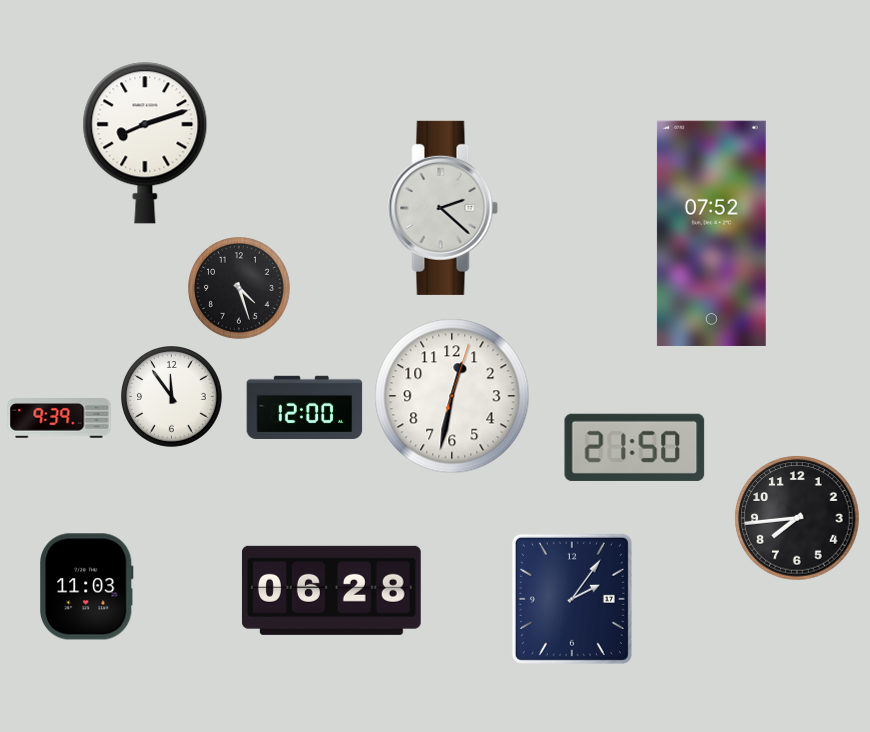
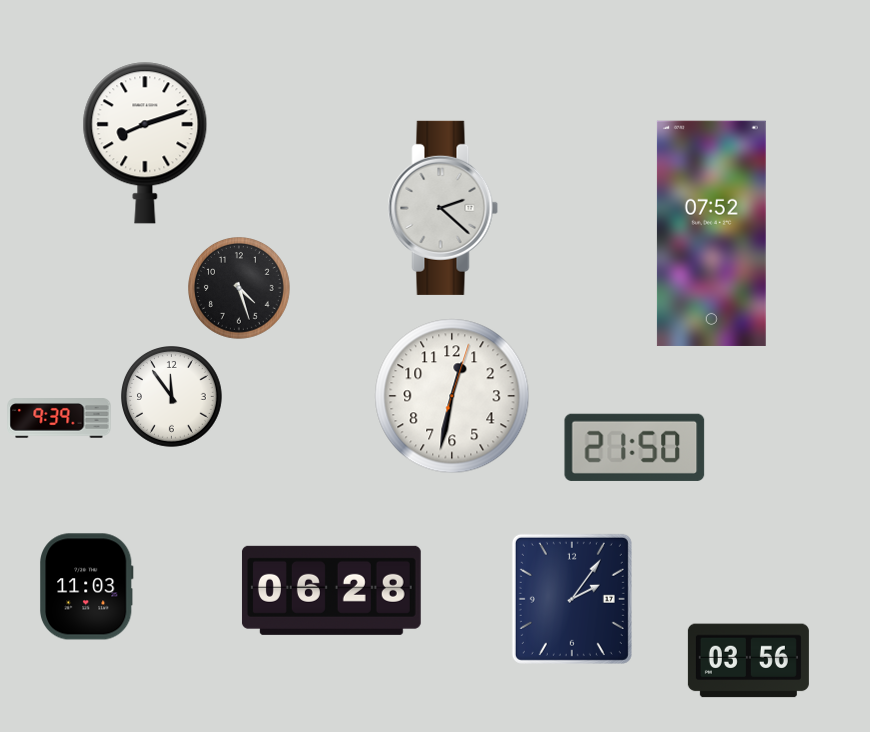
clock at (305, 407): 12:00 -> none
clock at (797, 518): 7:44 -> none
clock at (748, 661): none -> 03:56
